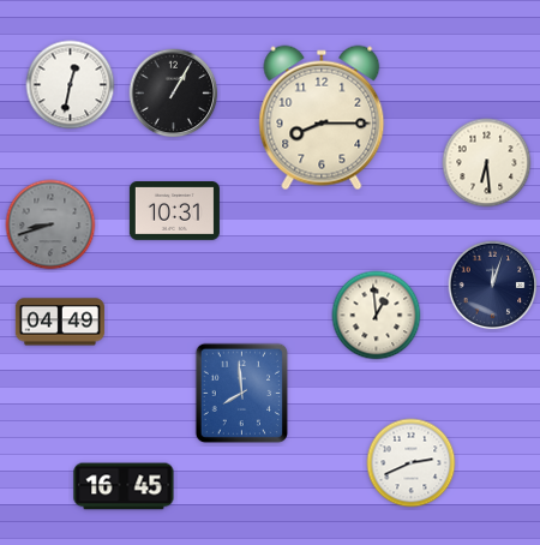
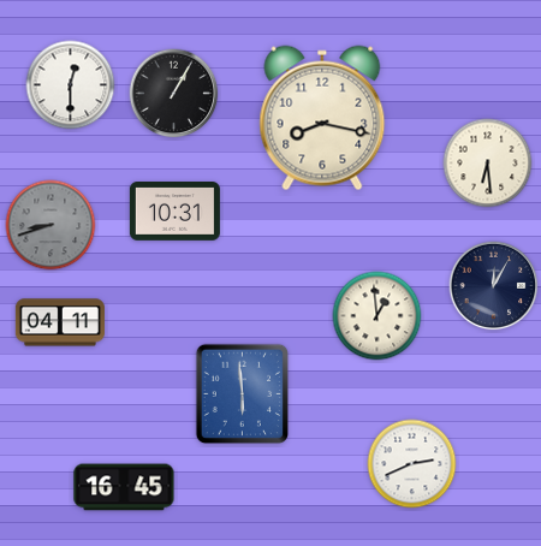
clock at (71, 85): 12:32 -> 12:30
clock at (322, 118): 8:15 -> 8:17
clock at (493, 286): 12:03 -> 12:05
clock at (60, 322): 04:49 -> 04:11
clock at (242, 394): 7:59 -> 5:59
